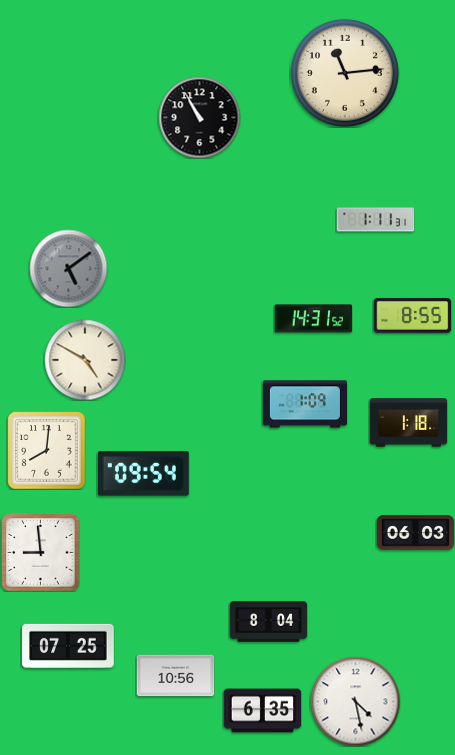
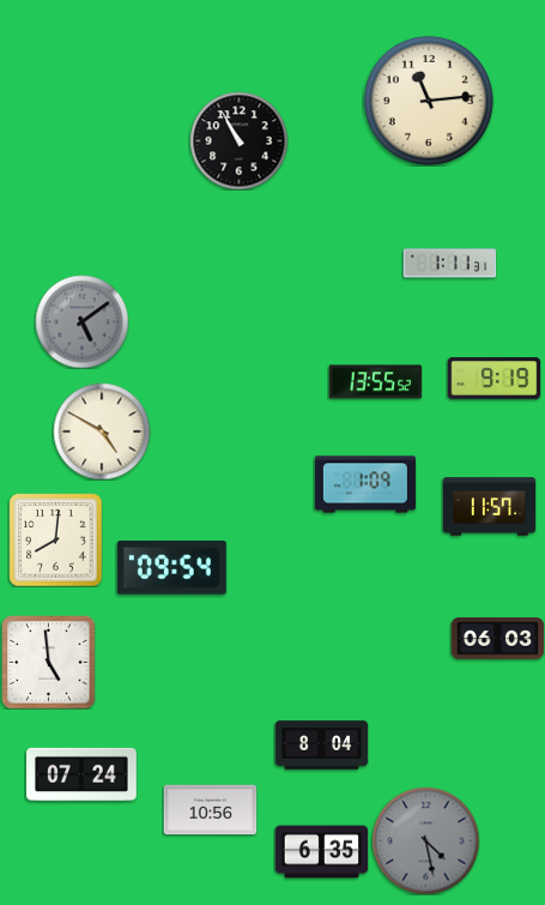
clock at (345, 73) position: (345, 73) -> (429, 101)
clock at (412, 316): 8:55 -> 9:19
clock at (313, 319): 14:31 -> 13:55
clock at (408, 423): 1:18 -> 11:57
clock at (40, 552): 8:59 -> 4:59
clock at (69, 646): 07:25 -> 07:24
clock at (355, 701) dial: white -> grey
clock at (262, 711) position: (262, 711) -> (321, 852)
